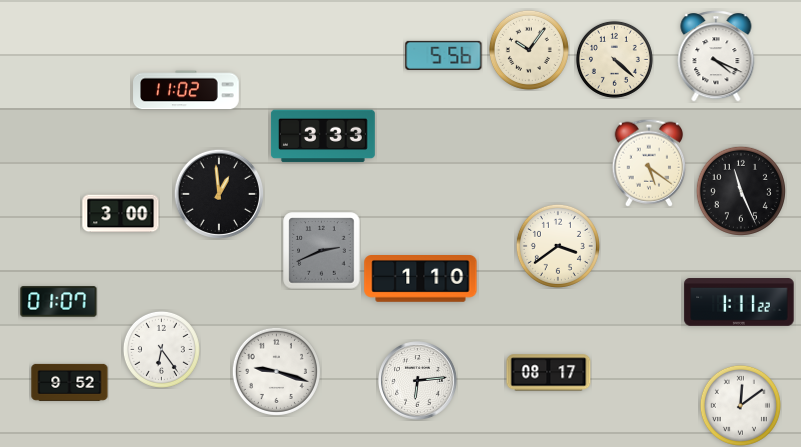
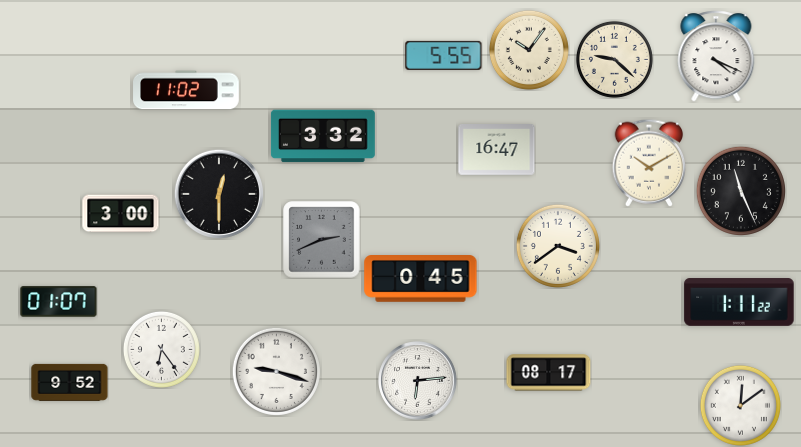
clock at (444, 55): 5:56 -> 5:55
clock at (614, 59): 4:22 -> 9:22
clock at (323, 136): 3:33 -> 3:32
clock at (497, 150): none -> 16:47
clock at (649, 163): 5:21 -> 10:10
clock at (219, 194): 12:59 -> 12:30
clock at (322, 251) position: (322, 251) -> (322, 240)
clock at (421, 279): 1:10 -> 0:45
